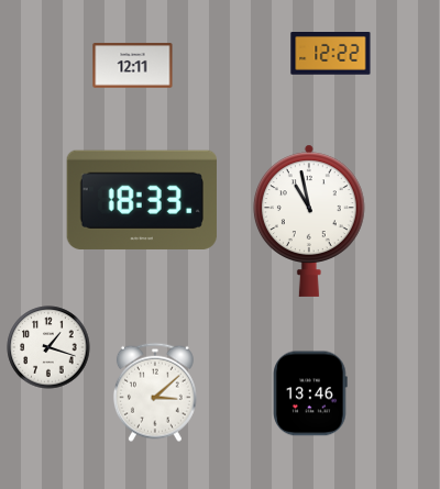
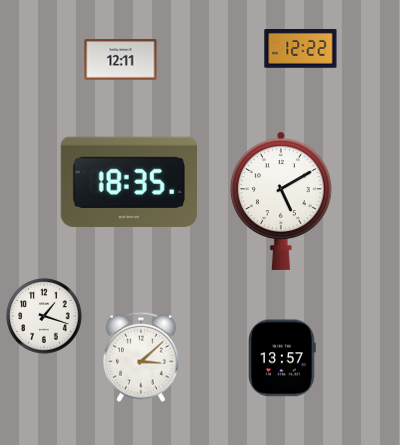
clock at (142, 200): 18:33 -> 18:35
clock at (309, 221): 10:58 -> 5:10
clock at (310, 393): 13:46 -> 13:57
